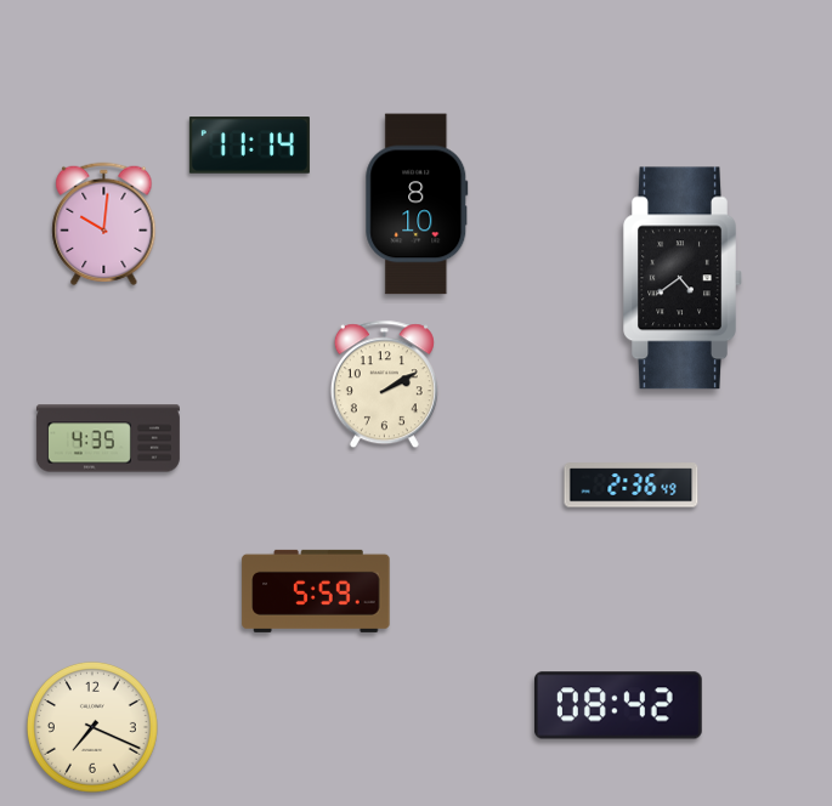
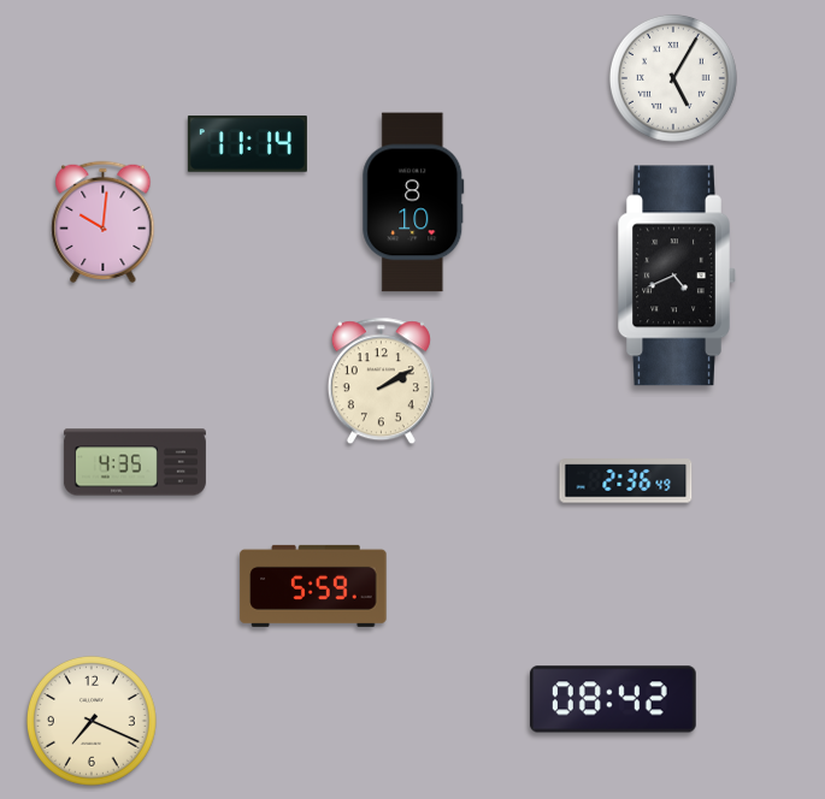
clock at (673, 78): none -> 5:05
clock at (683, 278): 4:39 -> 4:41
clock at (108, 438) position: (108, 438) -> (135, 462)
